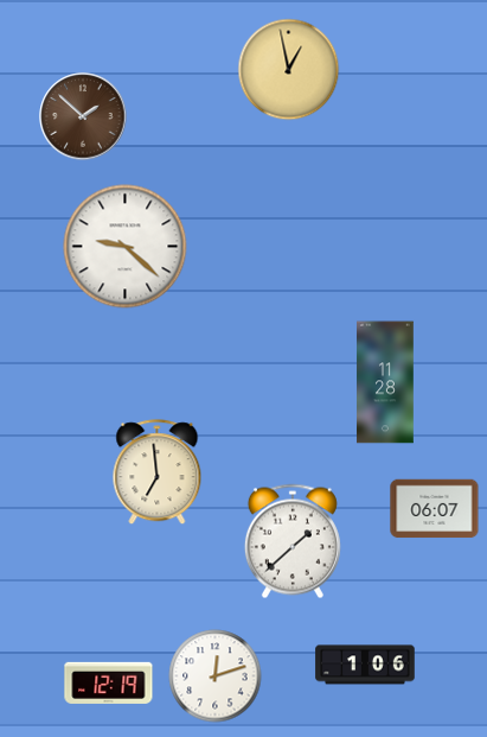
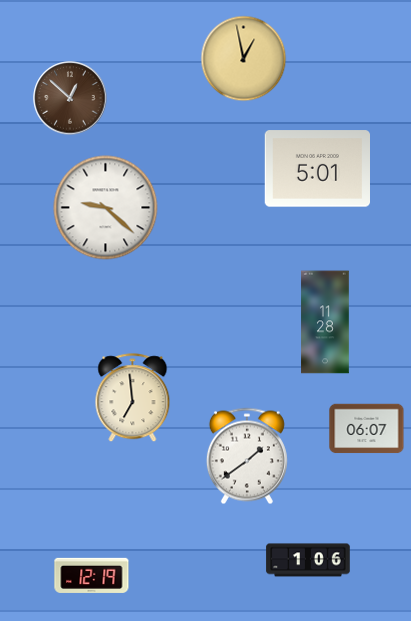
clock at (83, 116): 1:52 -> 12:52
clock at (317, 169): none -> 5:01
clock at (293, 541): 1:38 -> 1:39
clock at (216, 676): 12:12 -> none
